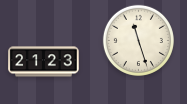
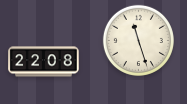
clock at (44, 62): 21:23 -> 22:08
